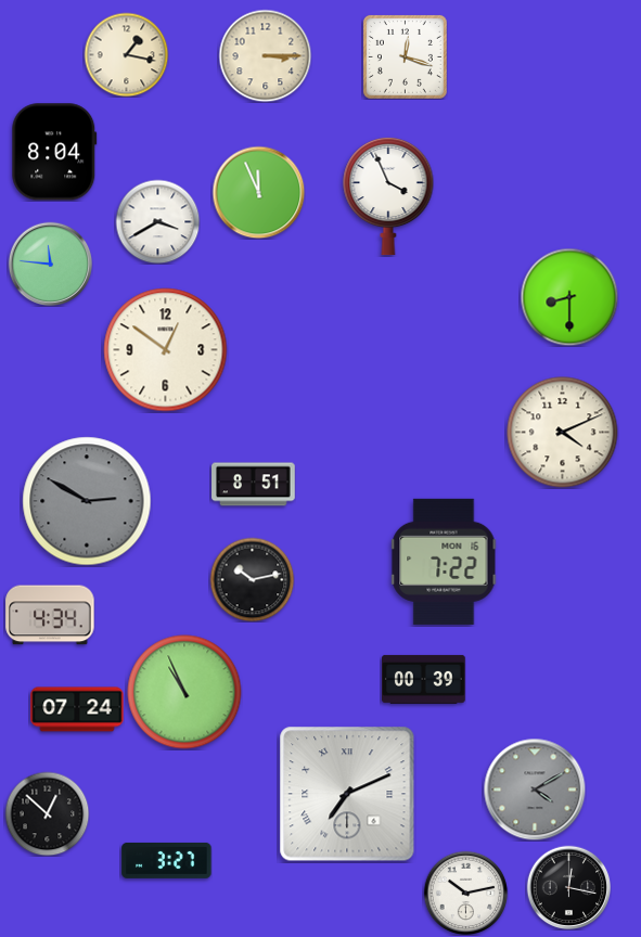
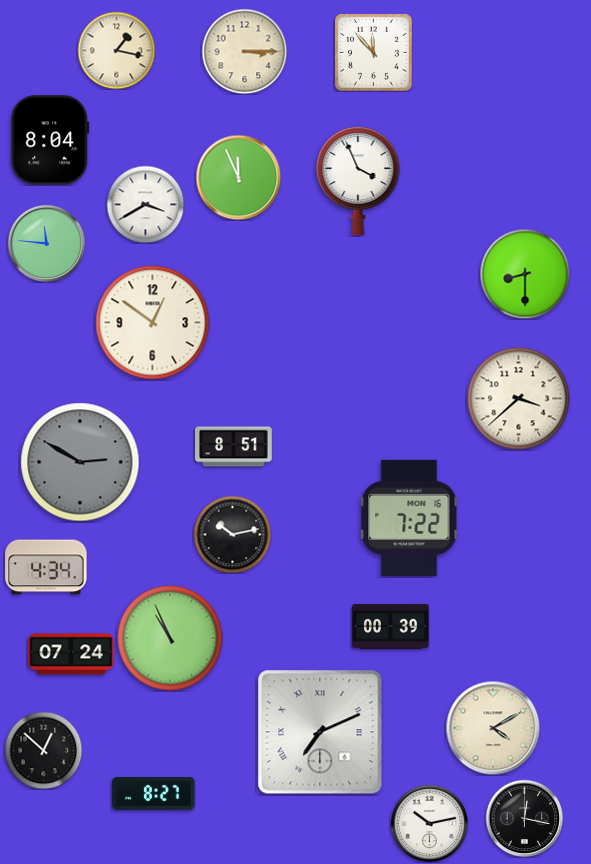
clock at (405, 56): 12:18 -> 11:53
clock at (563, 433): 4:11 -> 3:38
clock at (535, 790) dial: grey -> cream
clock at (167, 860): 3:27 -> 8:27
